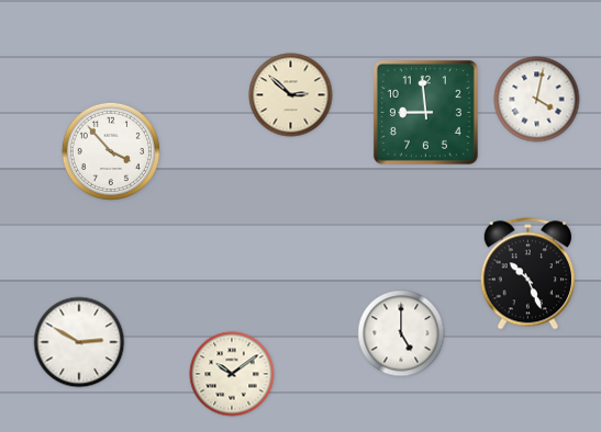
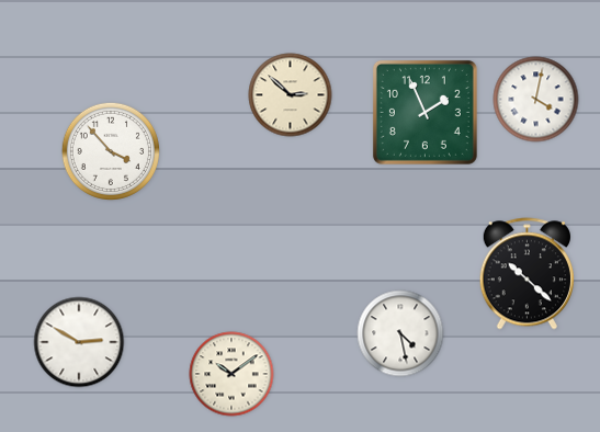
clock at (425, 112): 8:59 -> 1:56
clock at (527, 274): 10:26 -> 10:22
clock at (401, 333): 5:00 -> 4:28
